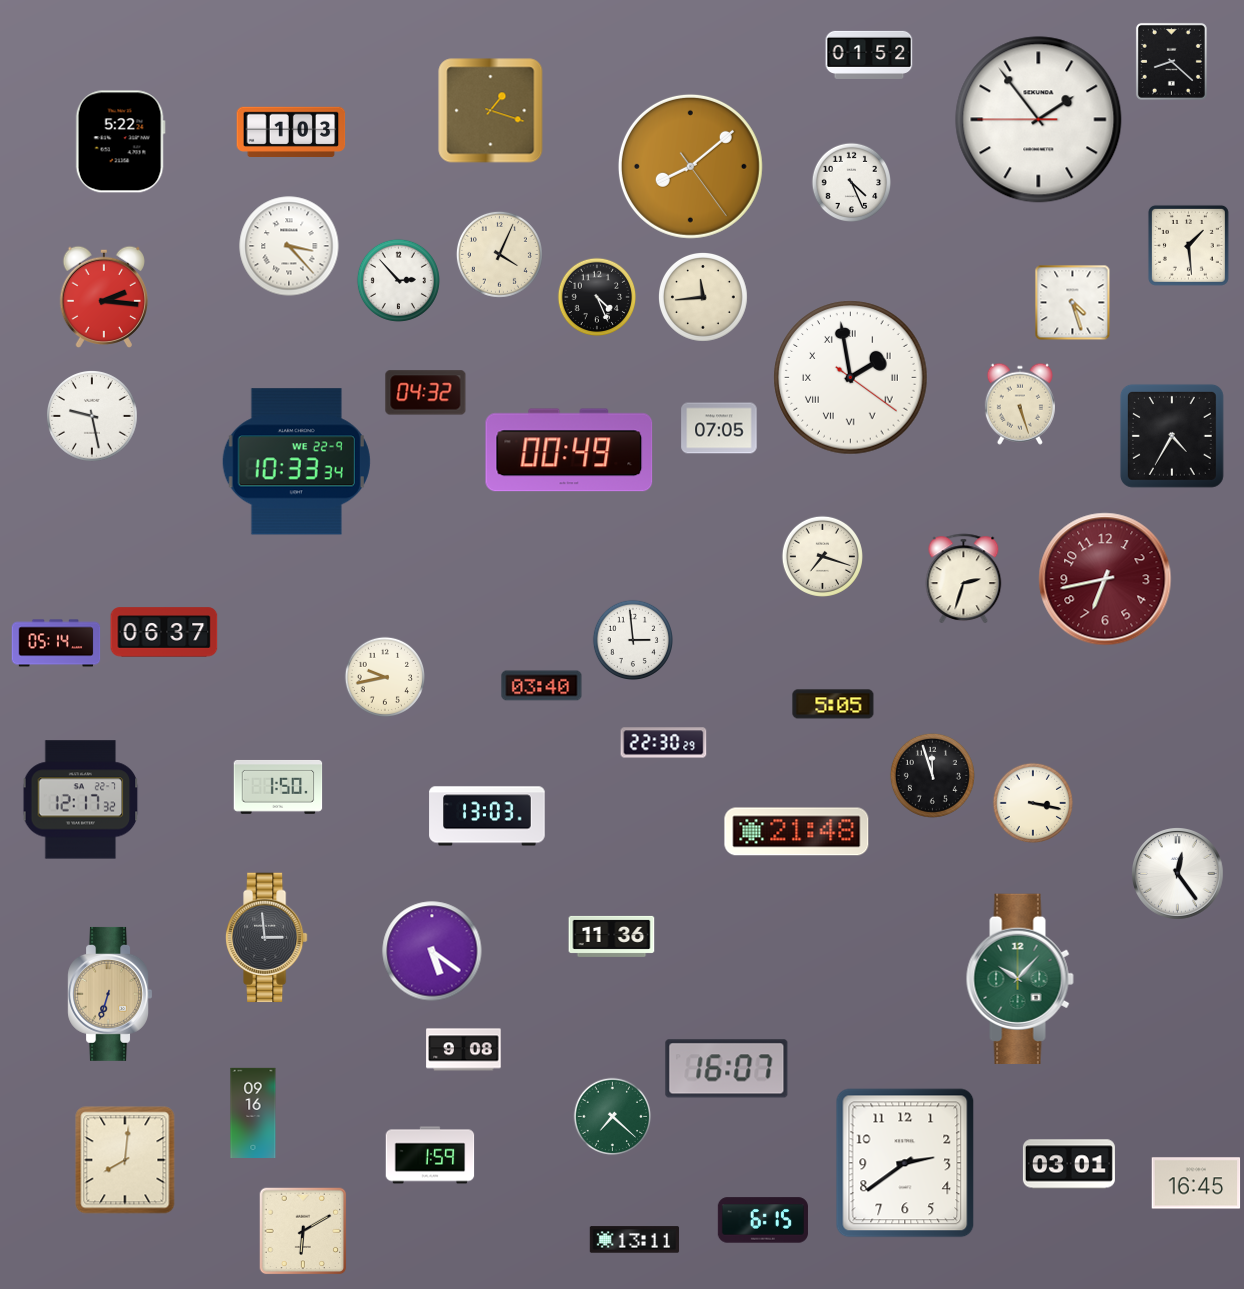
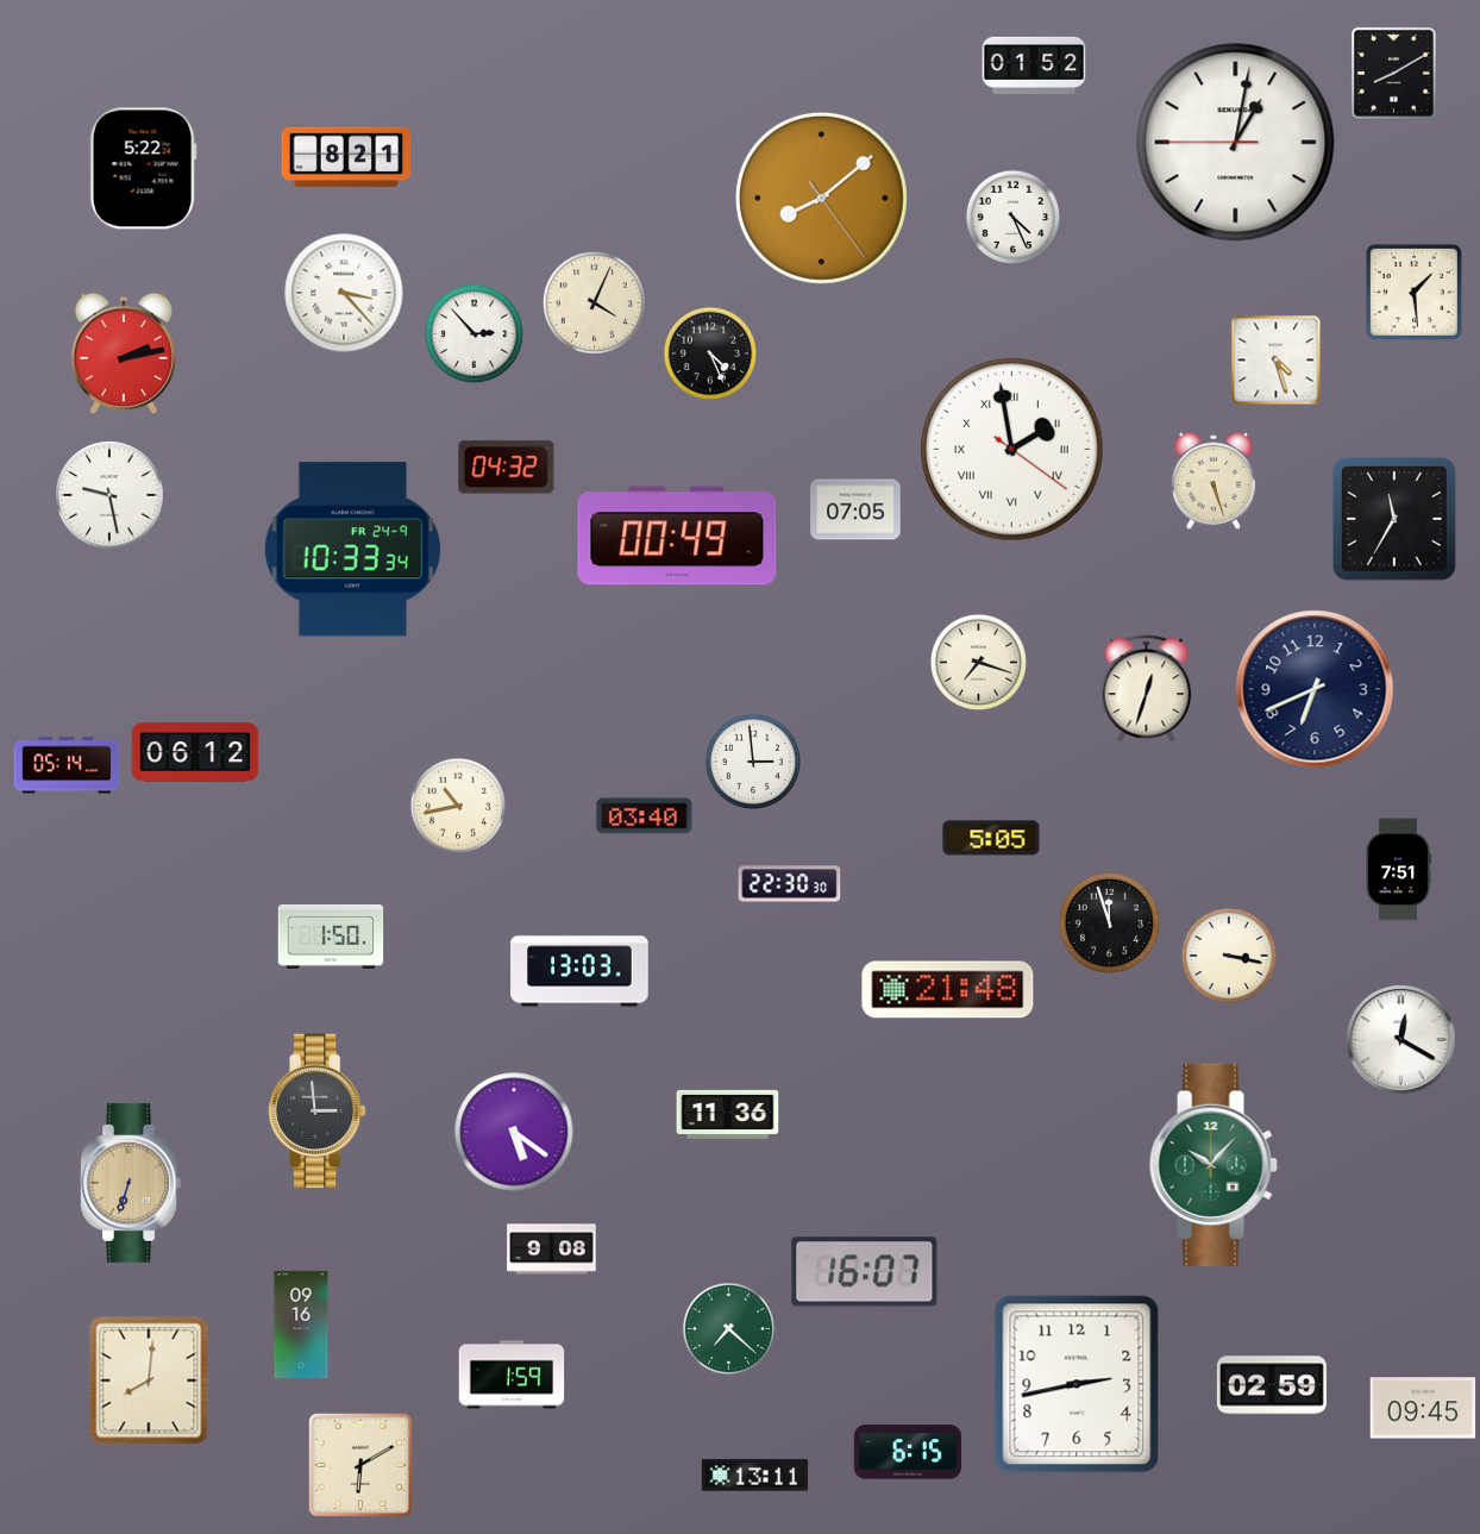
clock at (1171, 61): 8:22 -> 8:10
clock at (491, 111): 1:18 -> none
clock at (1039, 120): 1:53 -> 1:01
clock at (291, 131): 1:03 -> 8:21
clock at (103, 297): 2:16 -> 2:13
clock at (704, 298): 11:44 -> none
clock at (1172, 436): 4:35 -> 11:35
clock at (296, 462) date: WE 22-9 -> FR 24-9
clock at (964, 579): 2:33 -> 12:33
clock at (1105, 579): 6:43 -> 6:41
clock at (1105, 579) dial: burgundy -> navy
clock at (164, 632): 06:37 -> 06:12
clock at (384, 676): 9:43 -> 10:43
clock at (1398, 870): none -> 7:51
clock at (664, 743): 22:30:29 -> 22:30:30
clock at (81, 800): 12:17 -> none
clock at (1178, 874): 12:24 -> 12:20
clock at (267, 938) position: (267, 938) -> (318, 1112)
clock at (905, 1163): 2:39 -> 2:43
clock at (1069, 1164): 03:01 -> 02:59
clock at (1196, 1183): 16:45 -> 09:45
